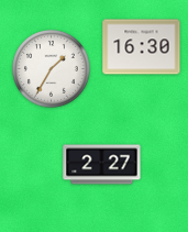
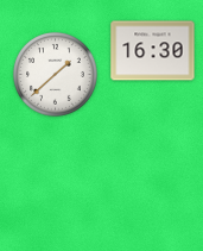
clock at (52, 69): 1:35 -> 1:38
clock at (102, 165): 2:27 -> none
